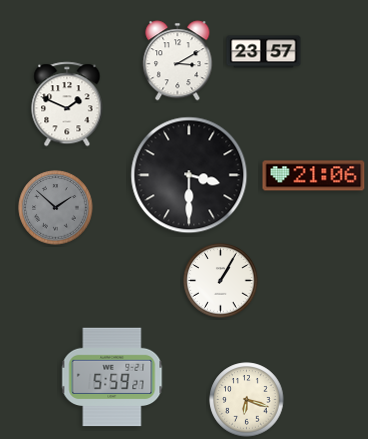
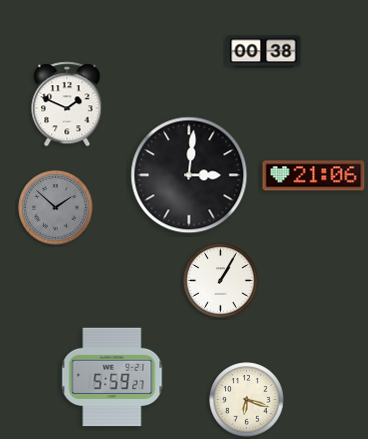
clock at (264, 52): 23:57 -> 00:38
clock at (178, 61): 3:10 -> none
clock at (189, 175): 3:30 -> 3:01
